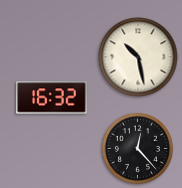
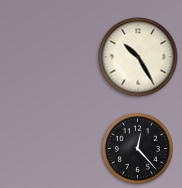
clock at (138, 57): 10:28 -> 10:25
clock at (52, 98): 16:32 -> none
